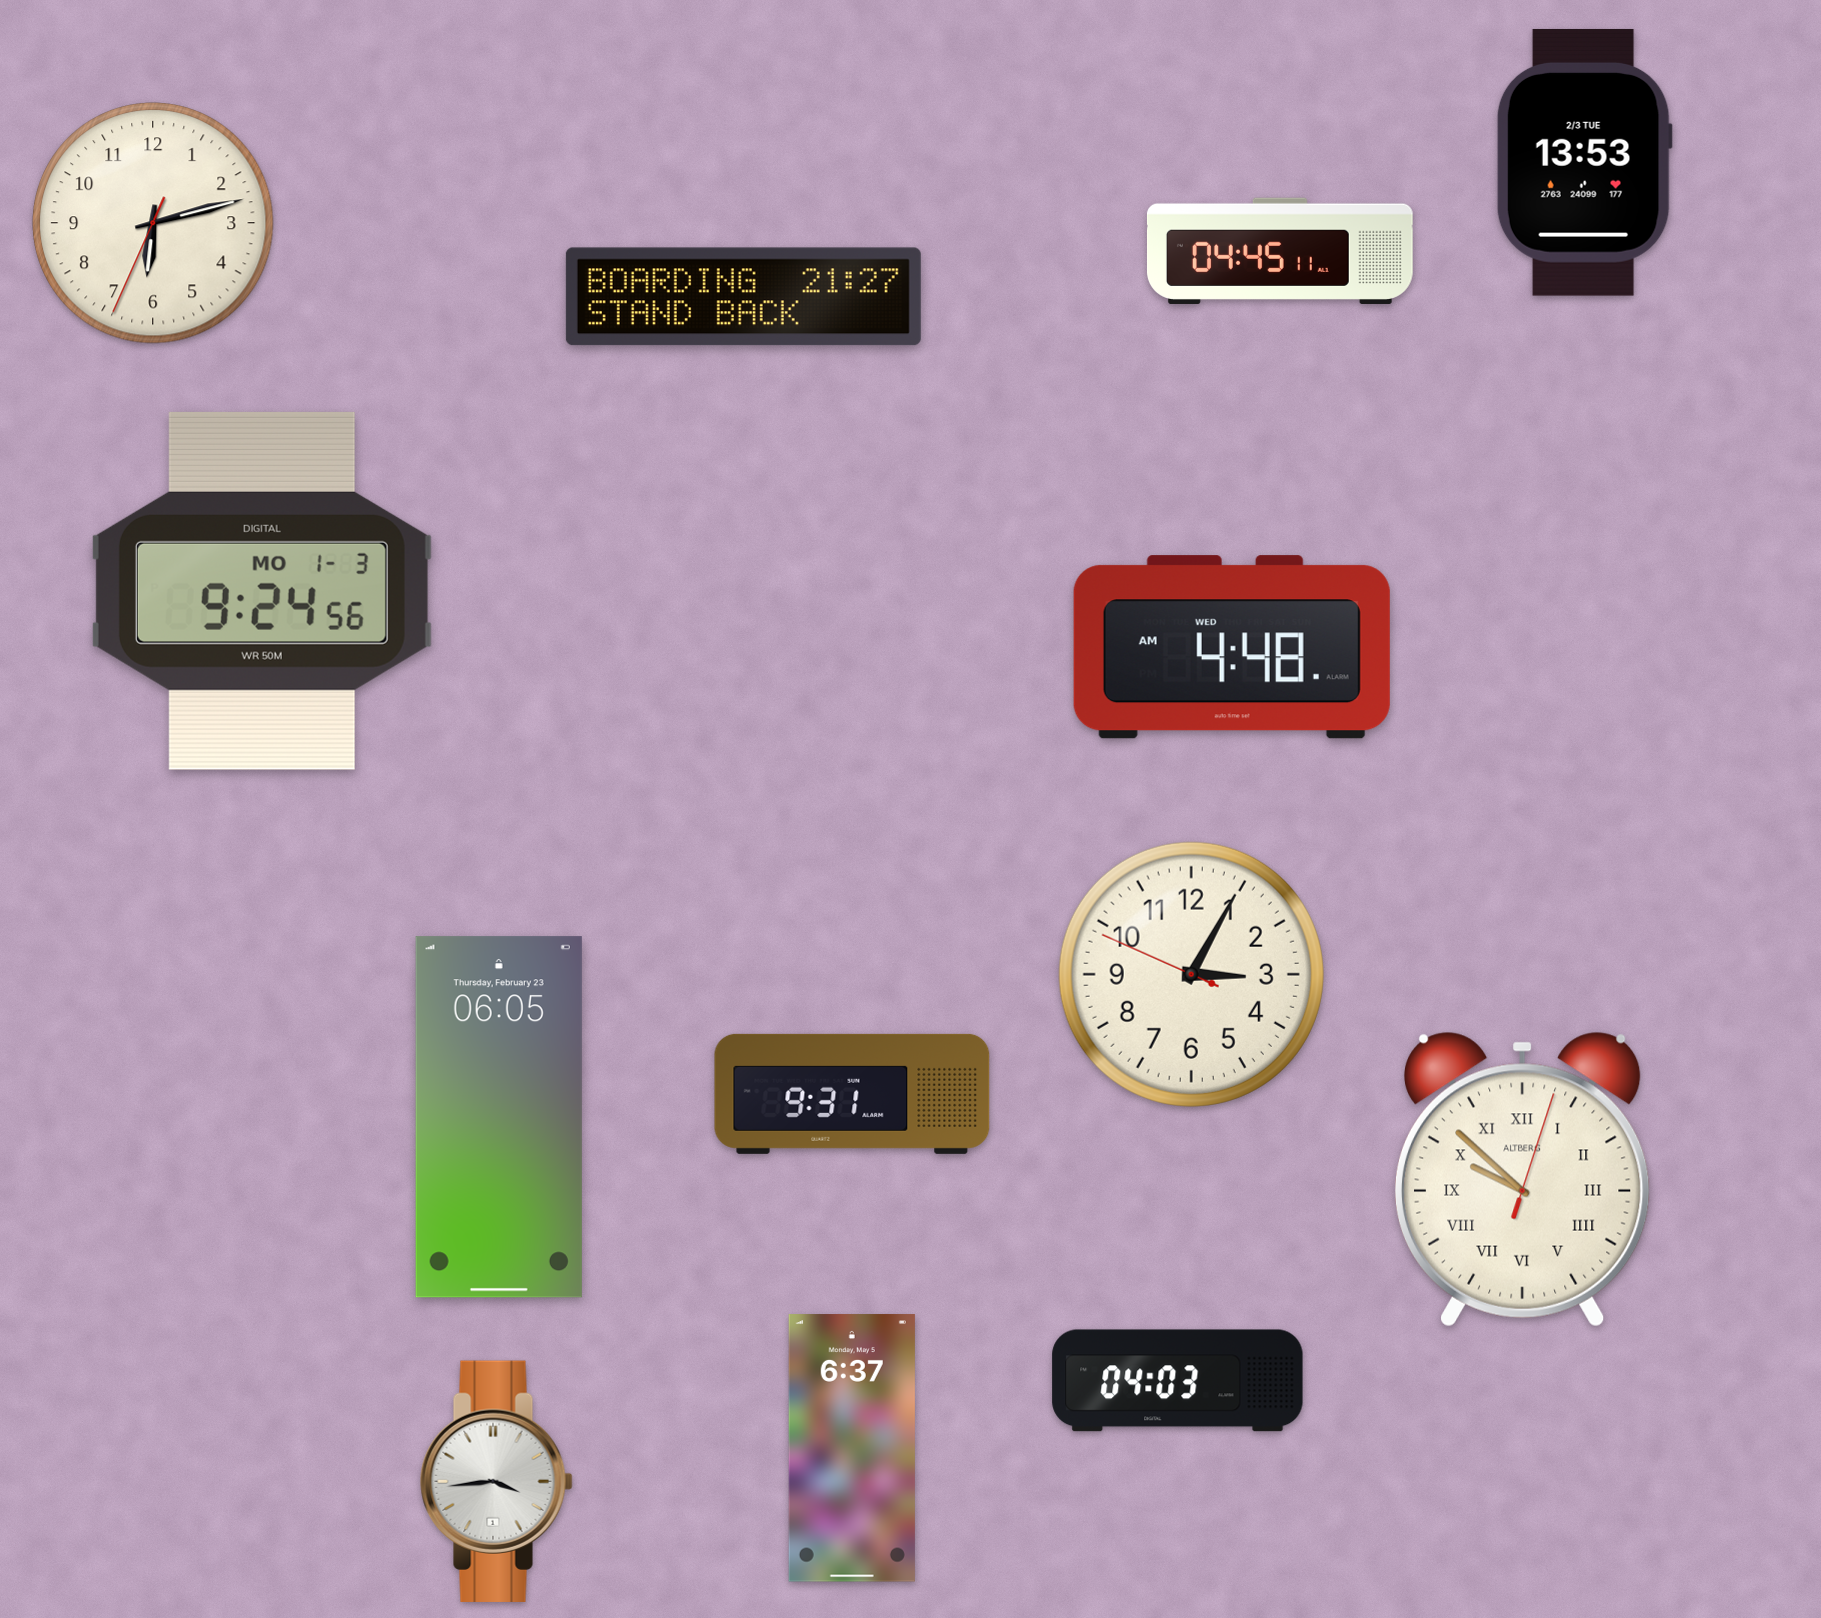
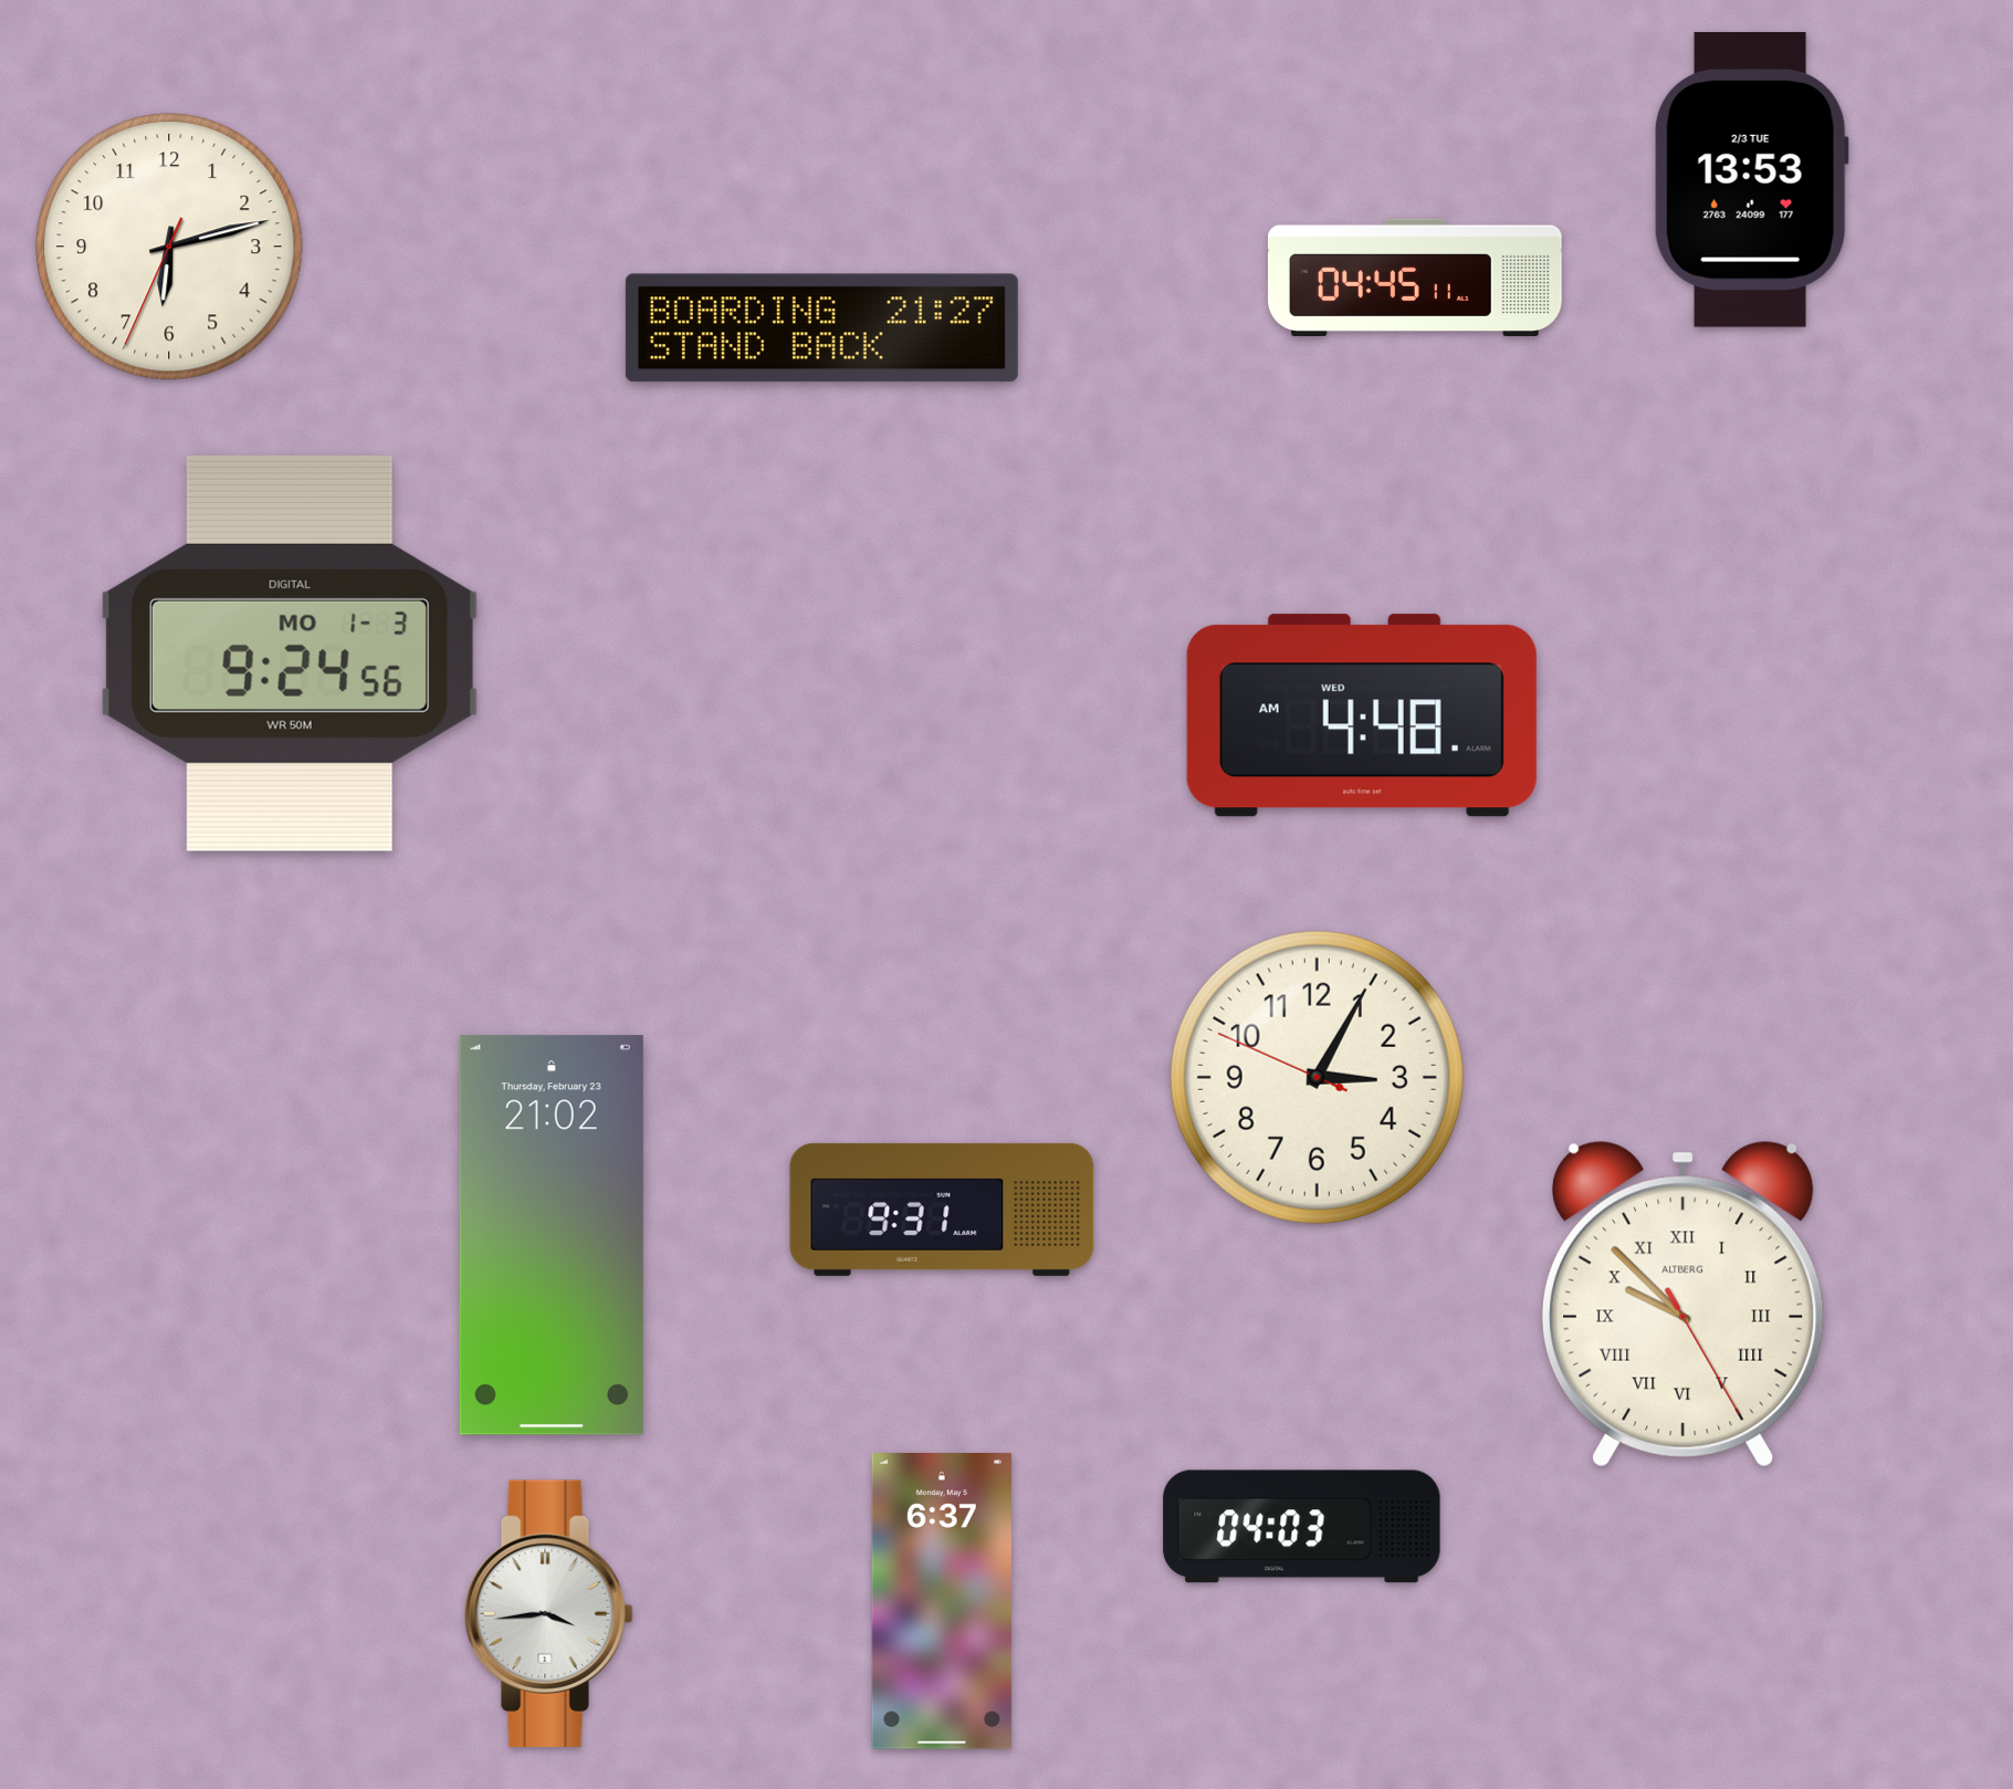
clock at (499, 1117): 06:05 -> 21:02
clock at (1522, 1180): 9:52:03 -> 9:52:25
clock at (497, 1481) position: (497, 1481) -> (549, 1613)
